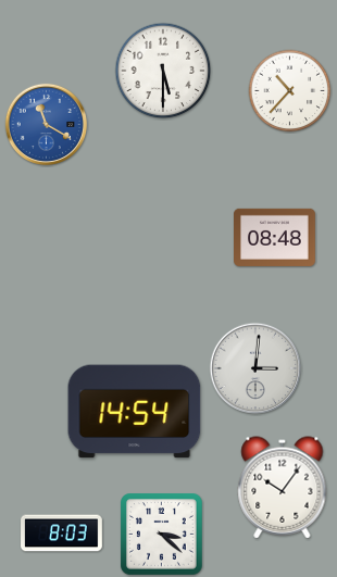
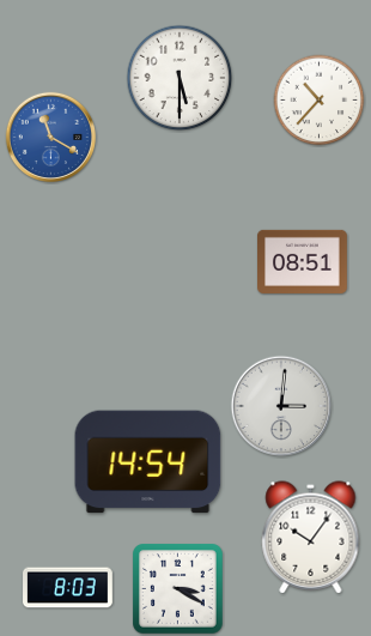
clock at (275, 237): 08:48 -> 08:51
clock at (135, 412) position: (135, 412) -> (148, 462)
clock at (162, 535): 3:22 -> 3:20
